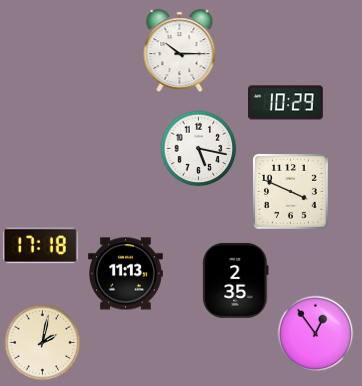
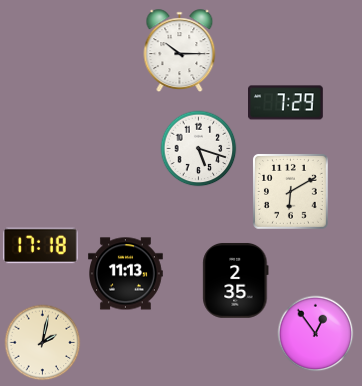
clock at (286, 103): 10:29 -> 7:29
clock at (199, 149): 5:17 -> 5:18
clock at (290, 191): 3:49 -> 6:10
